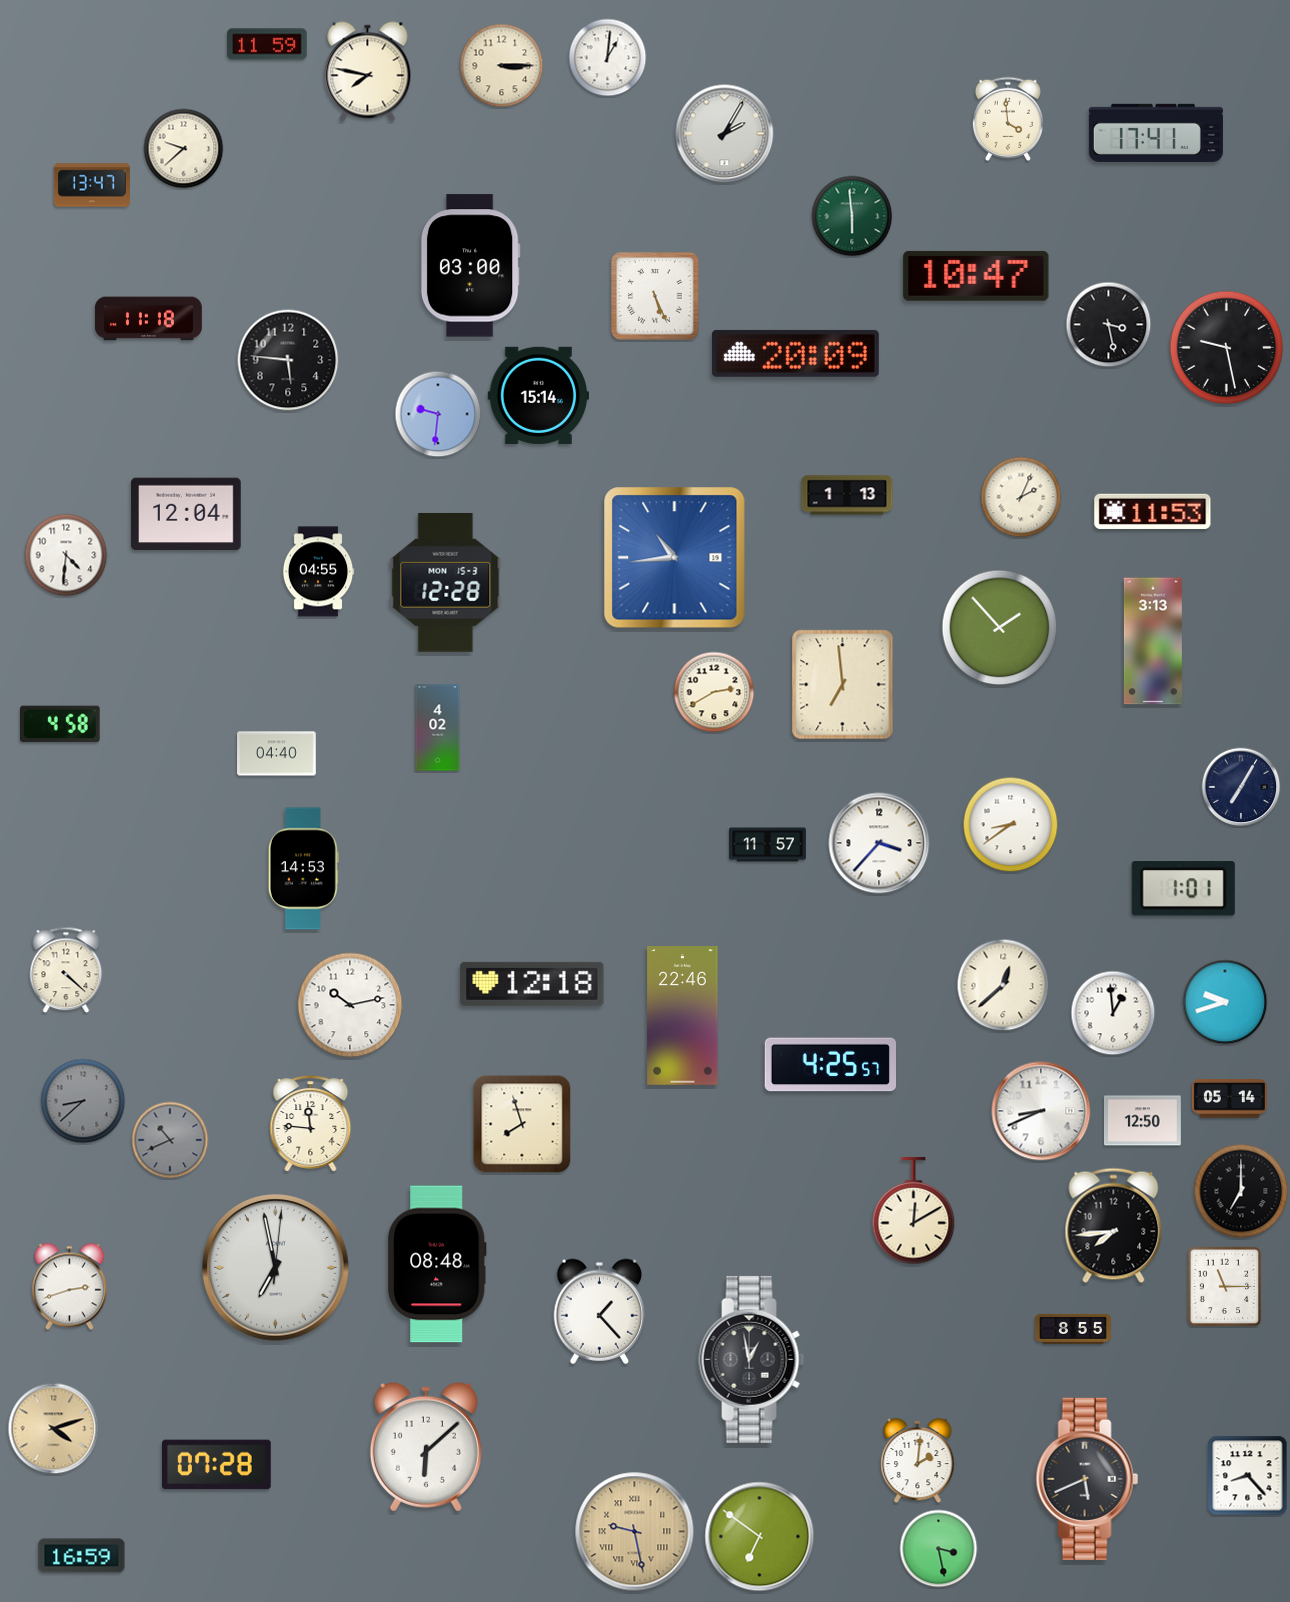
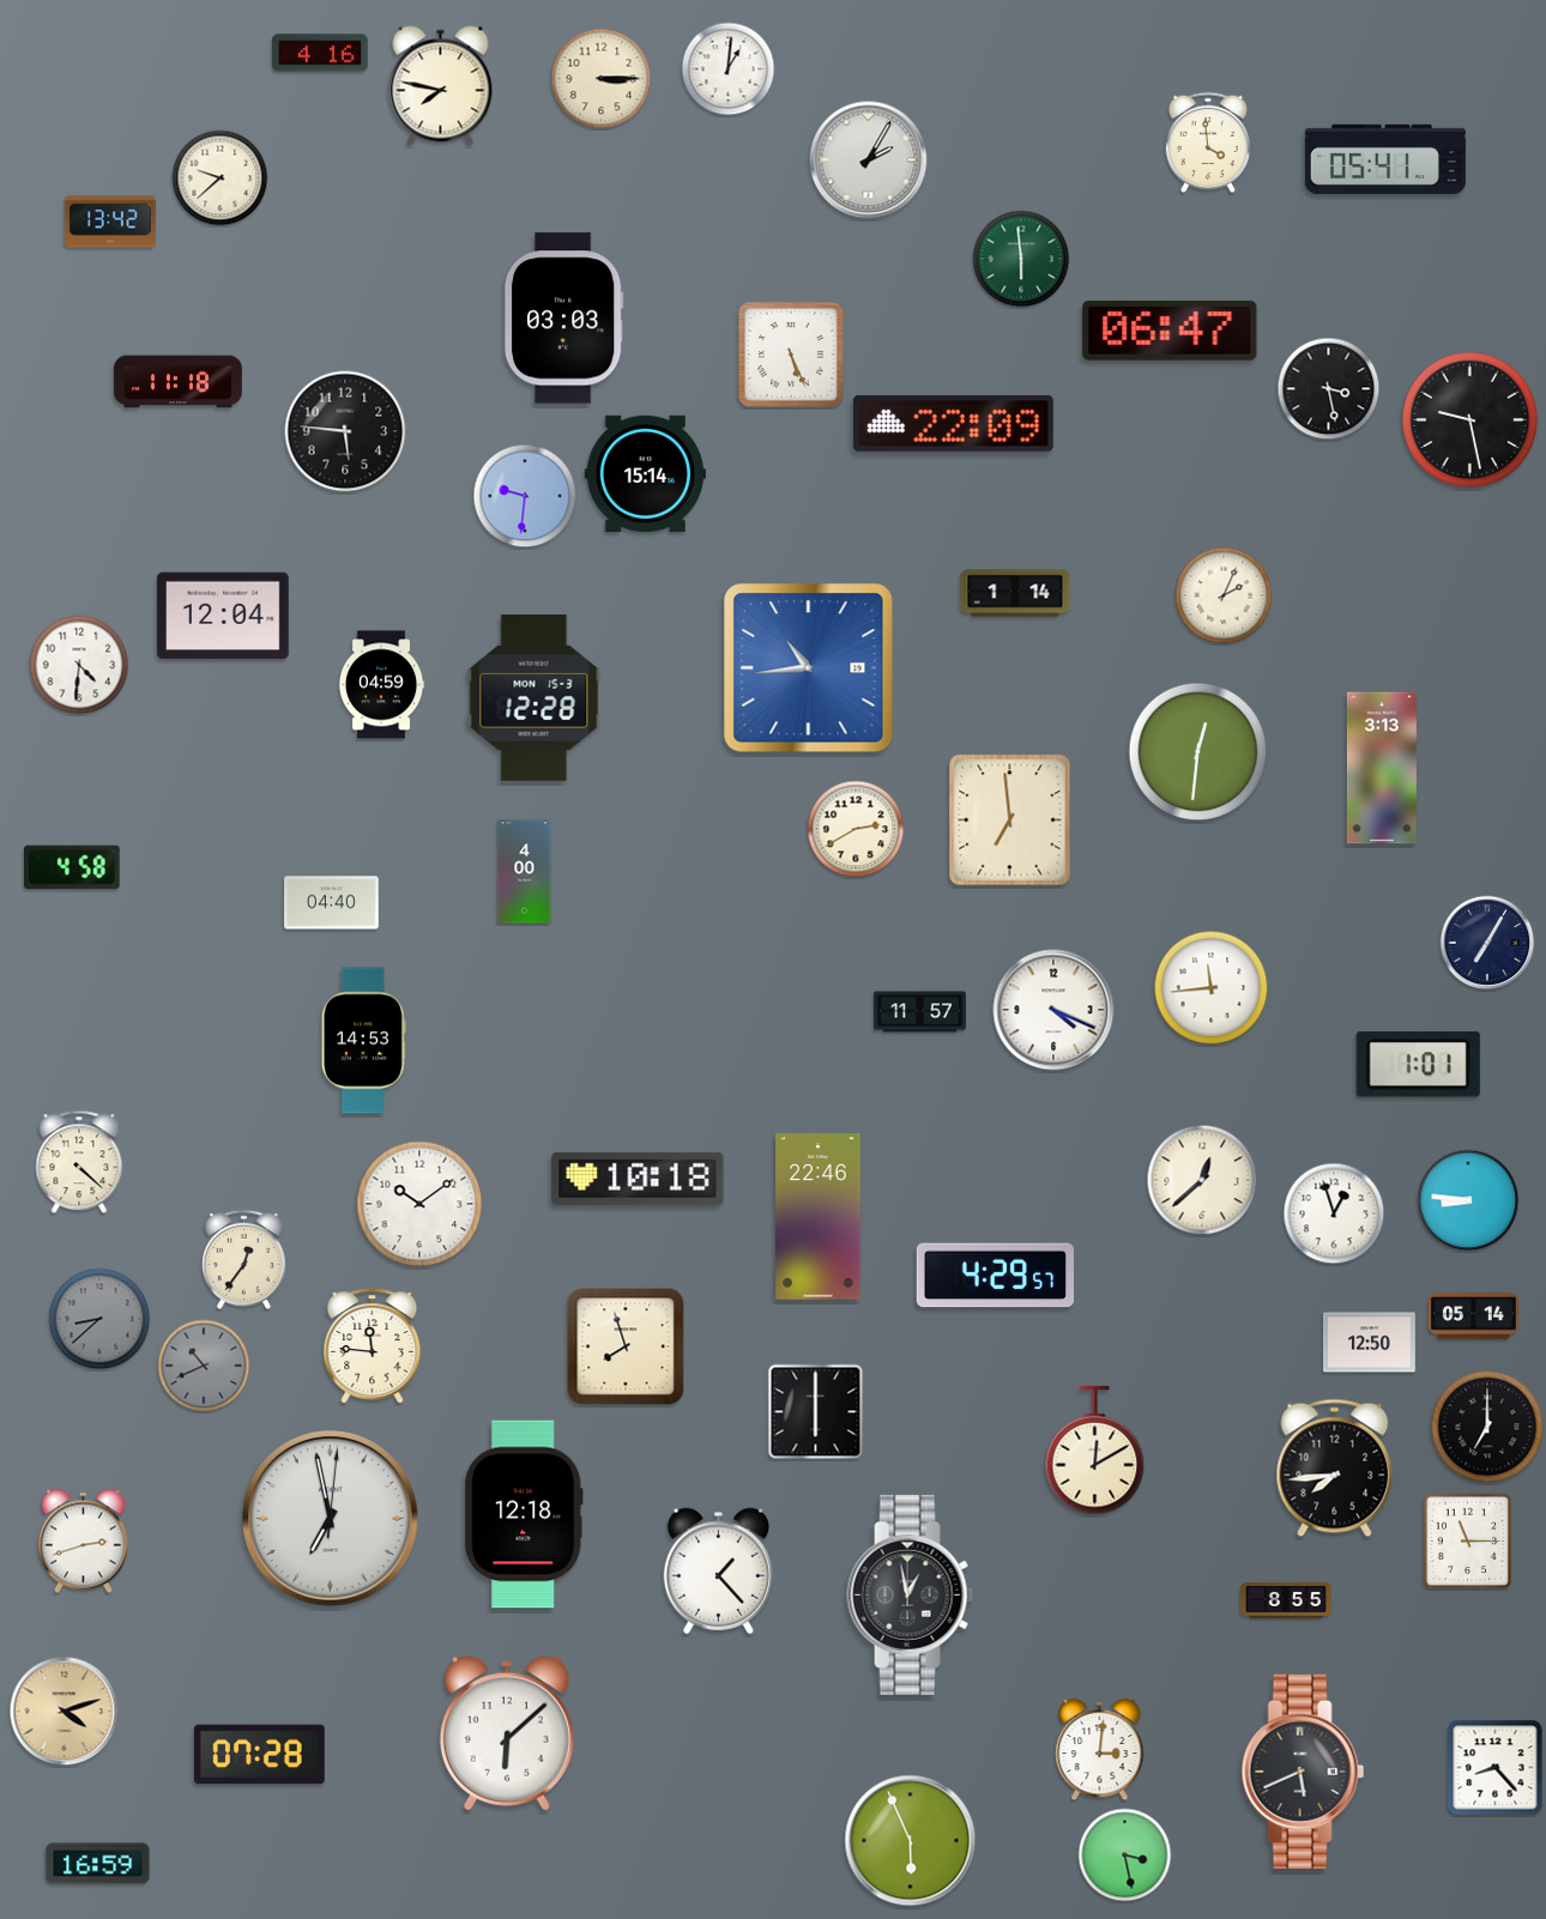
clock at (267, 44): 11:59 -> 4:16
clock at (1156, 133): 17:41 -> 05:41
clock at (92, 185): 13:47 -> 13:42
clock at (470, 266): 03:00 -> 03:03
clock at (976, 276): 10:47 -> 06:47
clock at (655, 296) position: (655, 296) -> (791, 355)
clock at (1227, 348) position: (1227, 348) -> (1470, 420)
clock at (795, 353): 20:09 -> 22:09
clock at (847, 495): 1:13 -> 1:14
clock at (1153, 511): 11:53 -> none
clock at (318, 572): 04:55 -> 04:59
clock at (1000, 628): 1:53 -> 12:31
clock at (438, 728): 4:02 -> 4:00
clock at (1011, 825): 8:39 -> 11:44
clock at (879, 843): 3:37 -> 4:19
clock at (532, 984): 12:18 -> 10:18
clock at (1225, 1002): 9:42 -> 8:46
clock at (350, 1005): 10:13 -> 10:09
clock at (1113, 1013): 12:59 -> 12:57
clock at (243, 1259): none -> 12:36
clock at (830, 1065): 4:25 -> 4:29
clock at (1041, 1111): 8:41 -> none
clock at (816, 1412): none -> 6:00
clock at (438, 1264): 08:48 -> 12:18
clock at (1073, 1329) position: (1073, 1329) -> (1286, 1600)
clock at (752, 1359) position: (752, 1359) -> (911, 1594)
clock at (426, 1447) position: (426, 1447) -> (507, 1733)
clock at (918, 1461): 2:01 -> 3:01
clock at (635, 1532): 9:28 -> none
clock at (760, 1537): 6:51 -> 5:56
